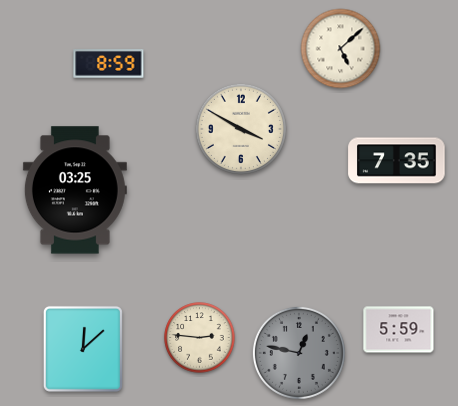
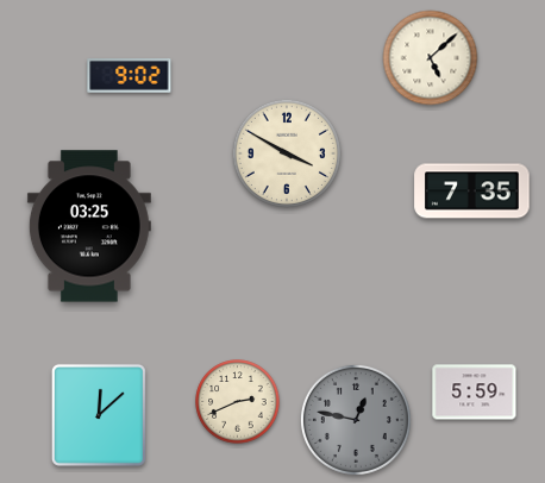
clock at (341, 49) position: (341, 49) -> (431, 58)
clock at (109, 64): 8:59 -> 9:02
clock at (200, 338): 2:46 -> 2:41
